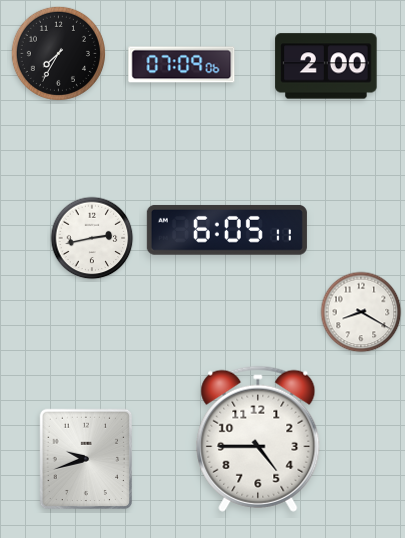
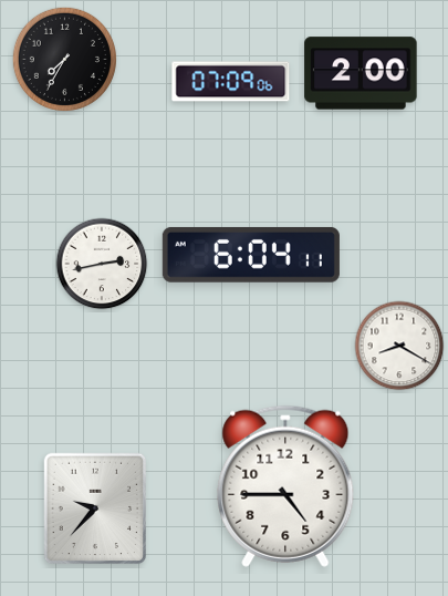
clock at (182, 65) position: (182, 65) -> (231, 82)
clock at (227, 230): 6:05 -> 6:04
clock at (86, 459): 9:42 -> 9:37
